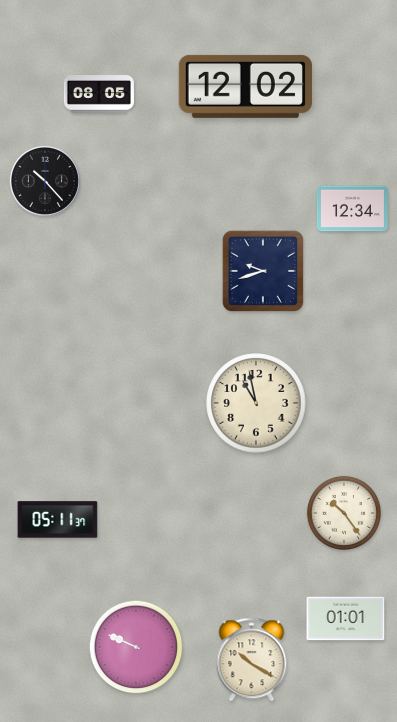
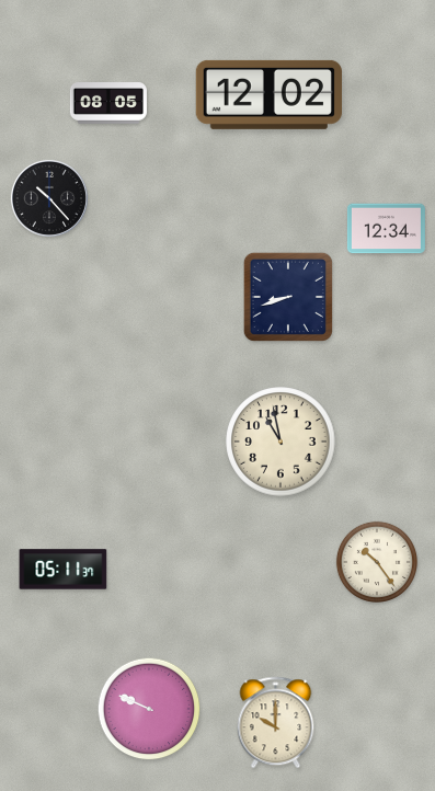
clock at (263, 271): 9:42 -> 8:42
clock at (346, 619): 01:01 -> none
clock at (252, 660): 10:20 -> 10:00
